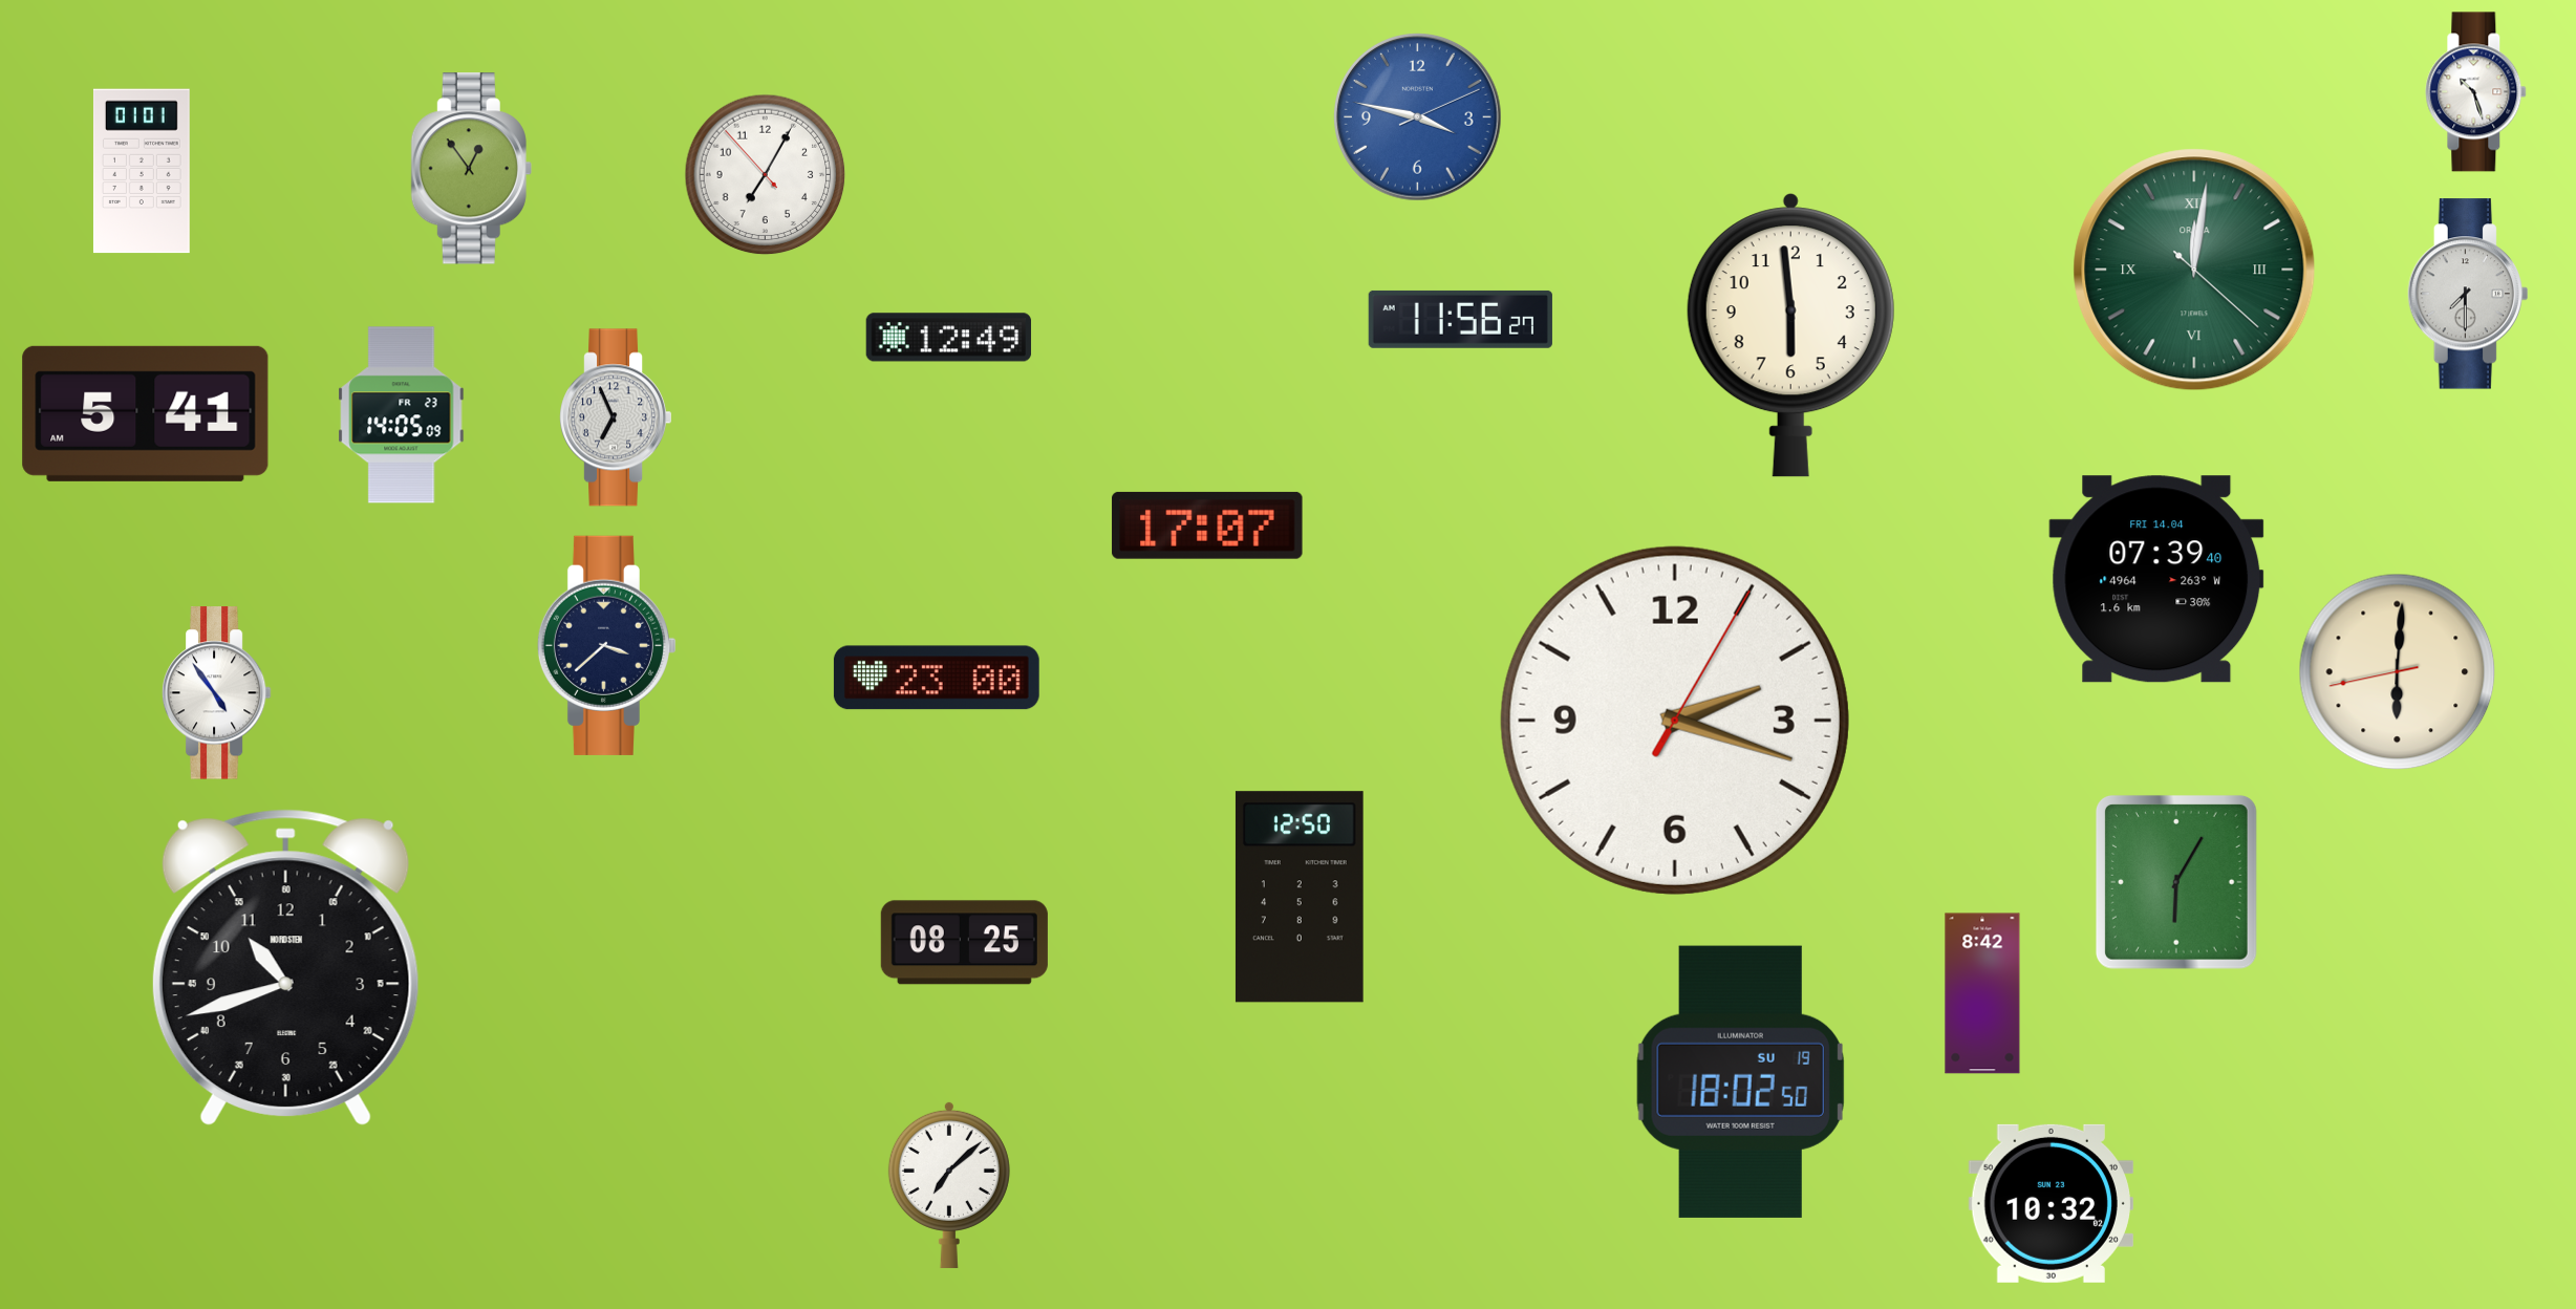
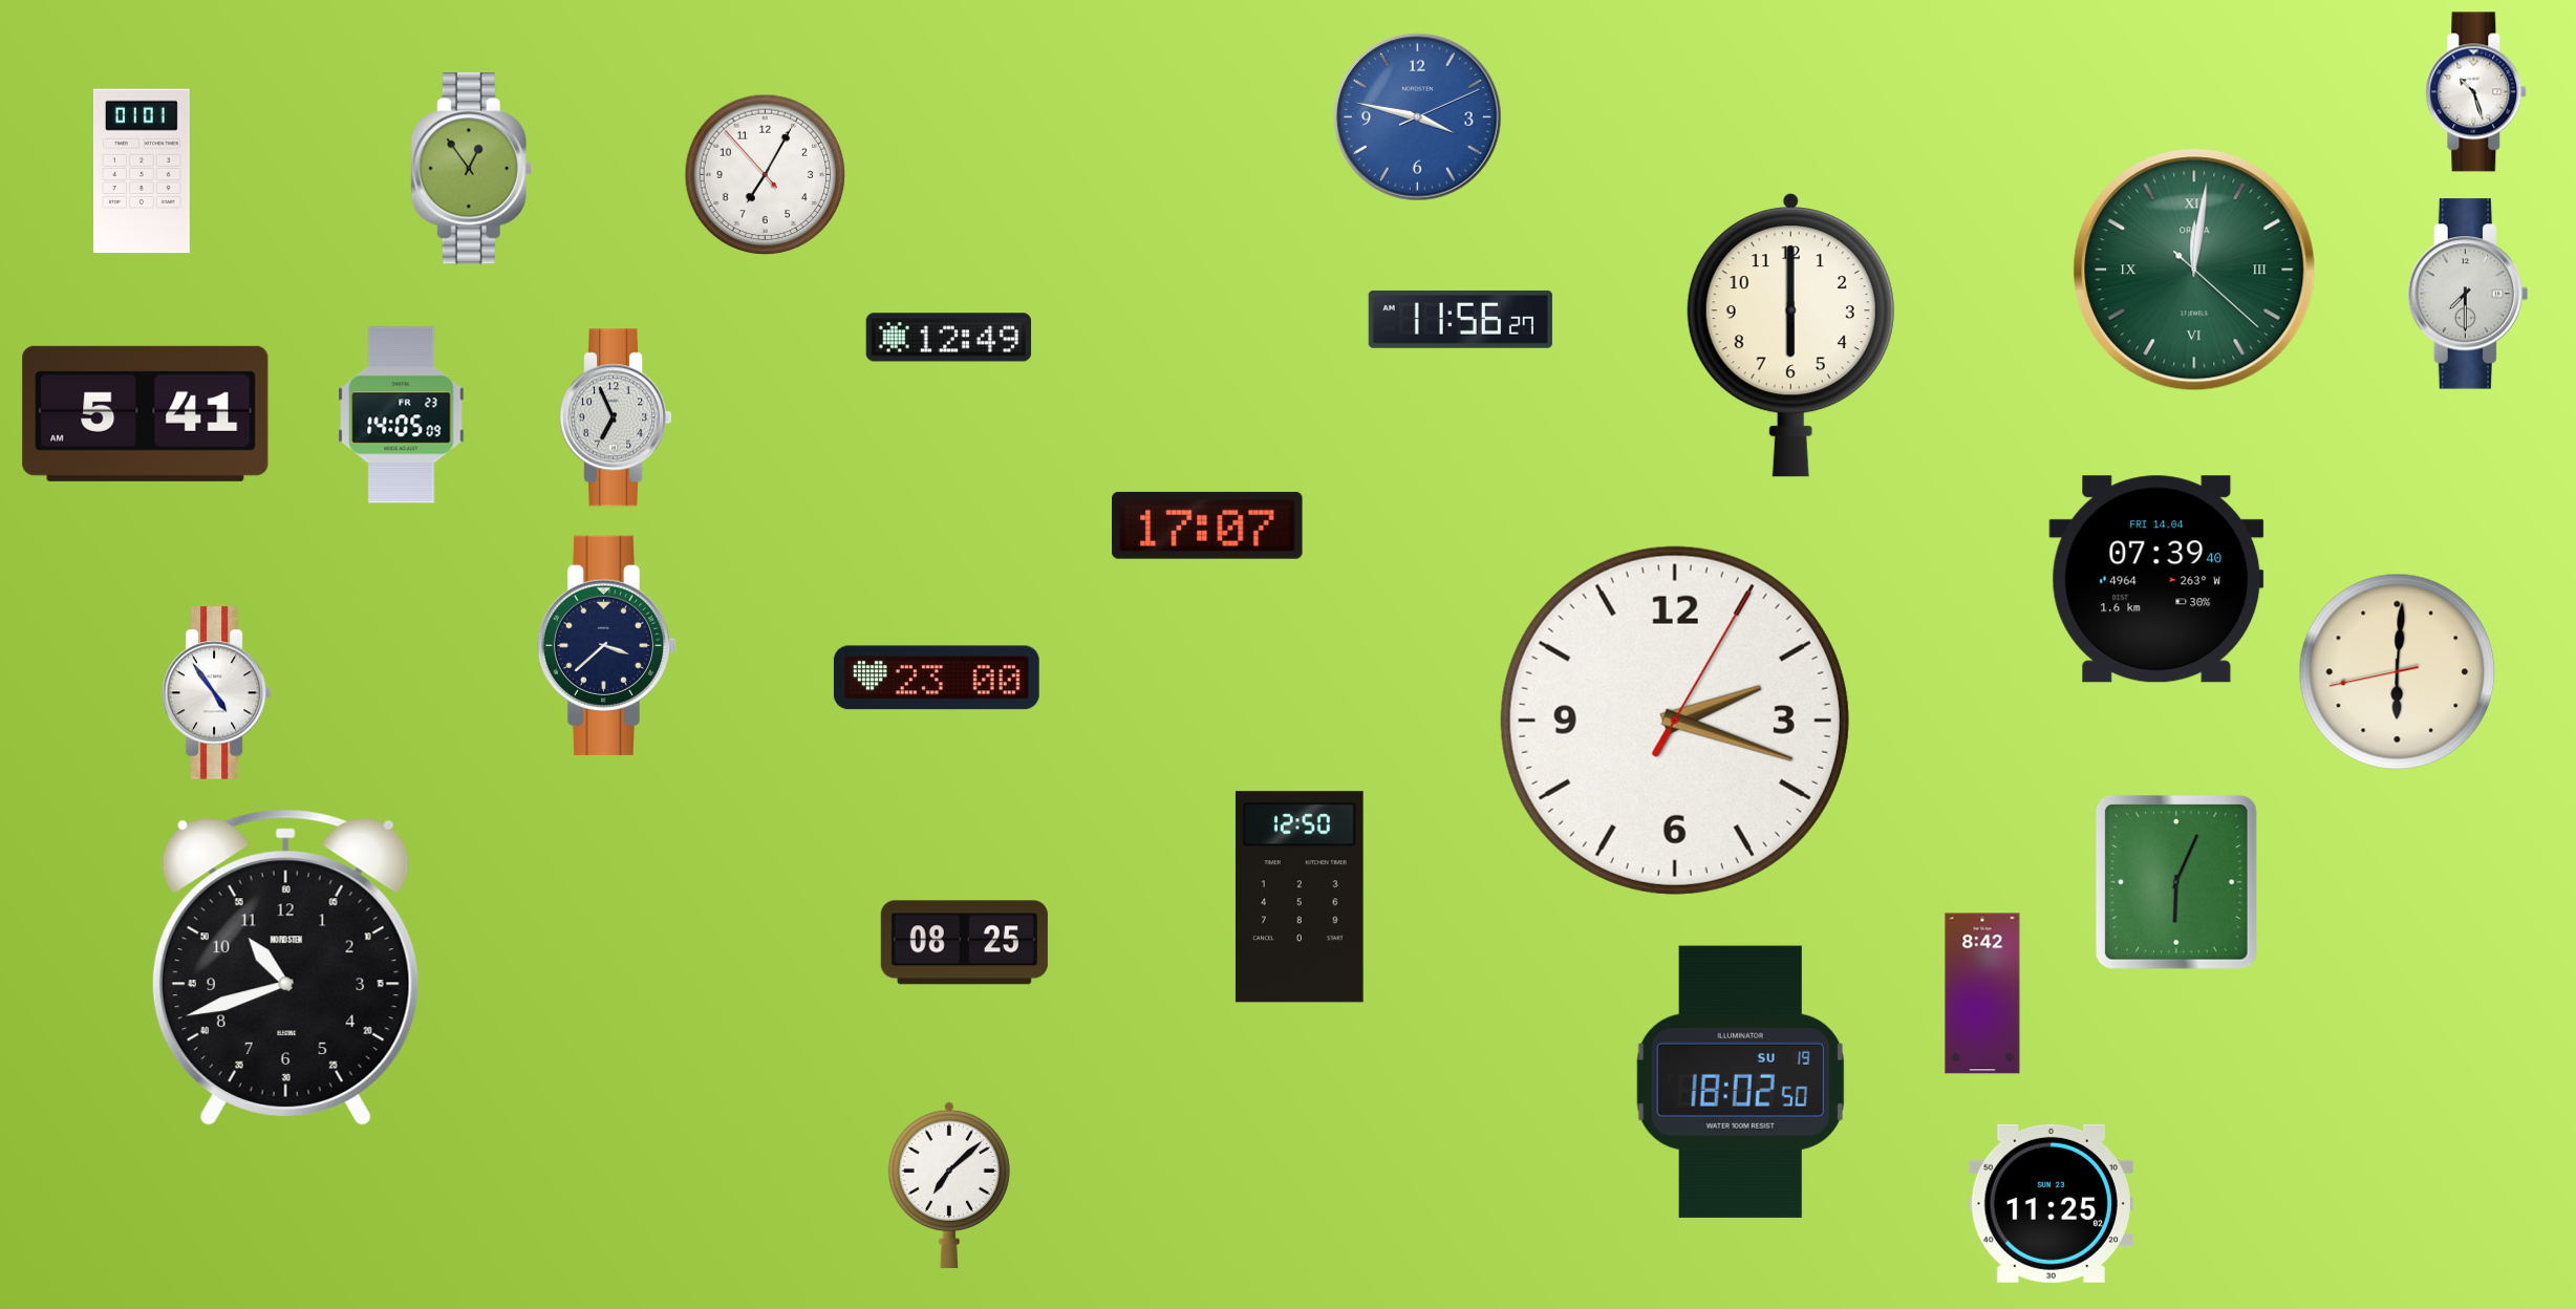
clock at (1790, 336): 5:59 -> 6:00
clock at (2176, 882): 6:05 -> 6:04
clock at (2051, 1203): 10:32 -> 11:25
